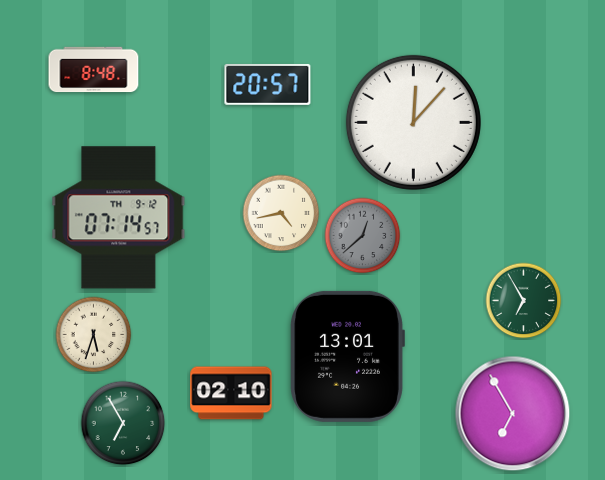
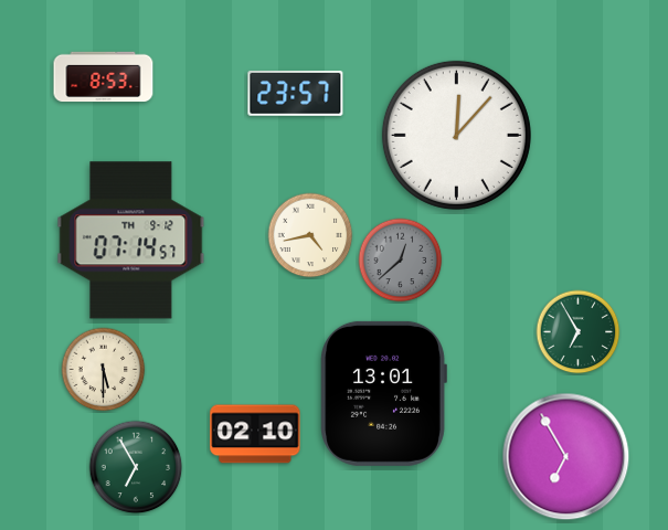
clock at (94, 70): 8:48 -> 8:53
clock at (268, 84): 20:57 -> 23:57
clock at (94, 335): 5:33 -> 5:30
